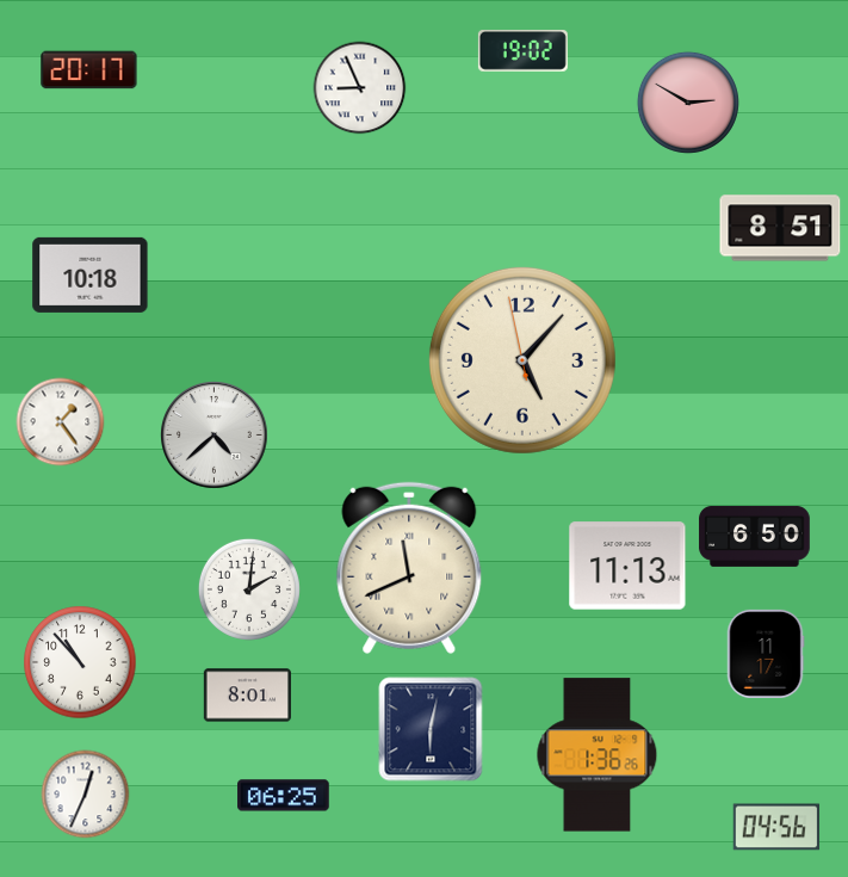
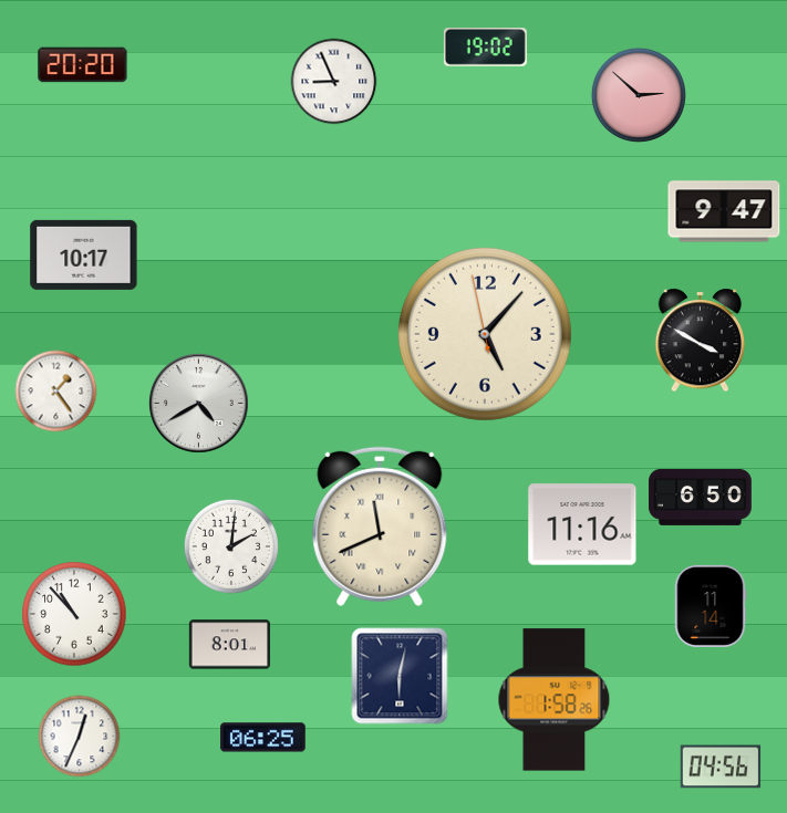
clock at (89, 70): 20:17 -> 20:20
clock at (688, 103): 2:50 -> 2:52
clock at (780, 228): 8:51 -> 9:47
clock at (91, 274): 10:18 -> 10:17
clock at (701, 341): none -> 3:50
clock at (215, 436): 4:38 -> 4:40
clock at (627, 566): 11:13 -> 11:16
clock at (766, 654): 11:17 -> 11:14
clock at (598, 755): 1:36 -> 1:58
